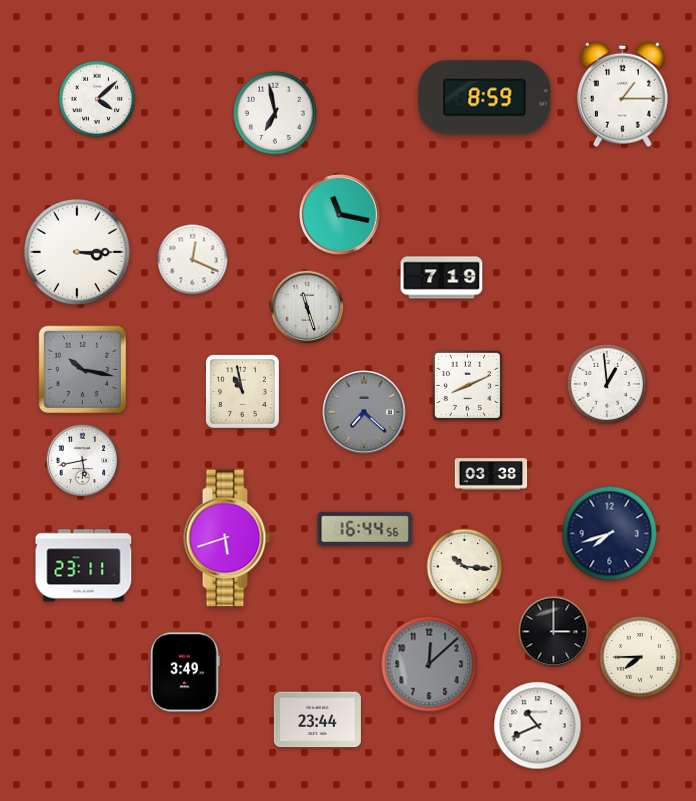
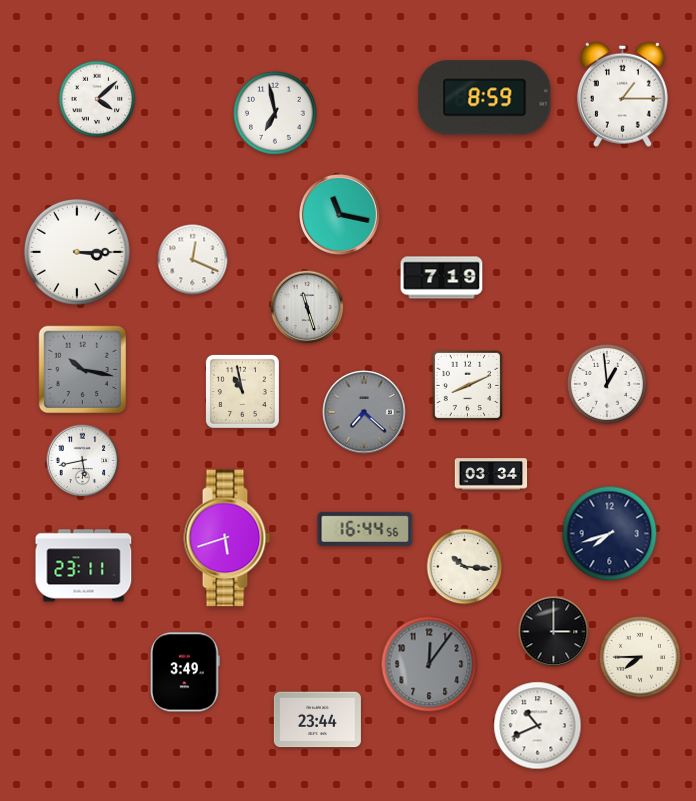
clock at (491, 474): 03:38 -> 03:34
clock at (429, 664): 12:08 -> 12:06
